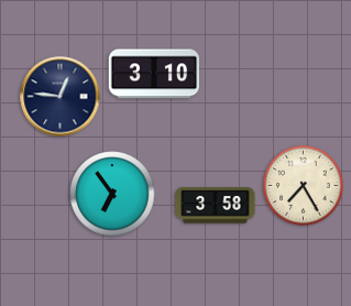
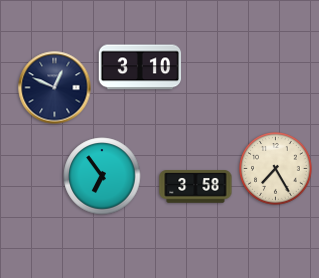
clock at (61, 97): 12:46 -> 12:49
